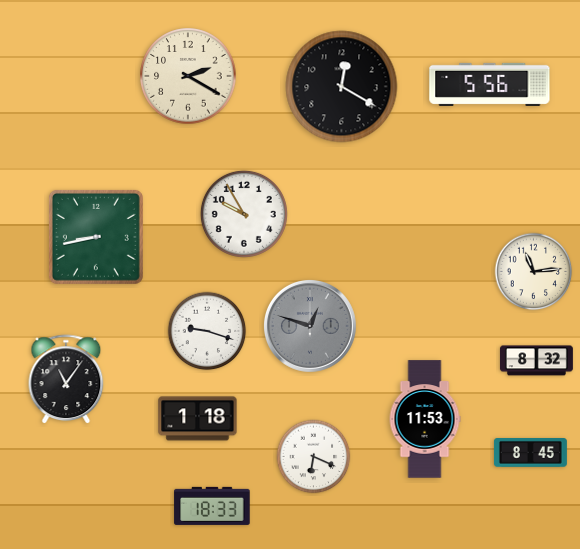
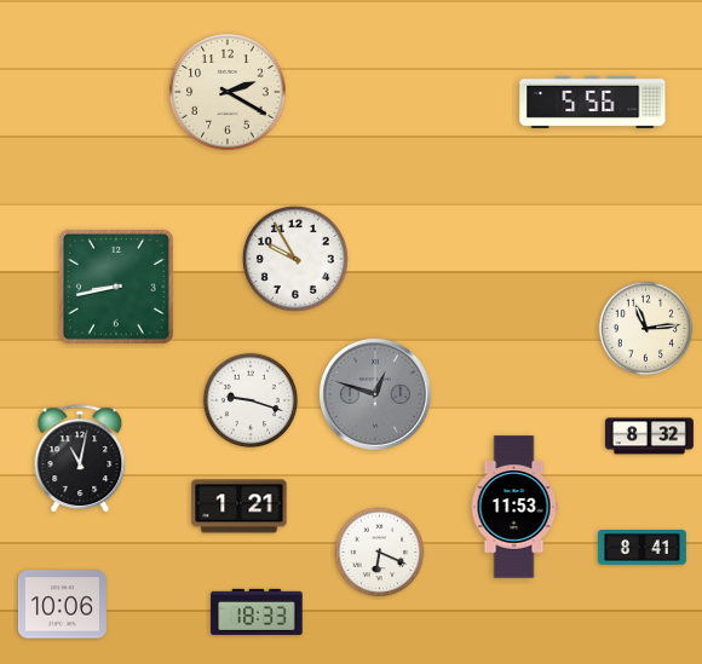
clock at (342, 87): 12:20 -> none
clock at (66, 380): 11:06 -> 11:02
clock at (198, 419): 1:18 -> 1:21
clock at (530, 453): 8:45 -> 8:41
clock at (62, 605): none -> 10:06
